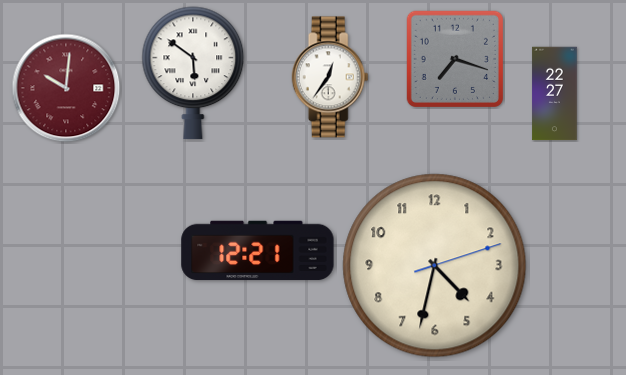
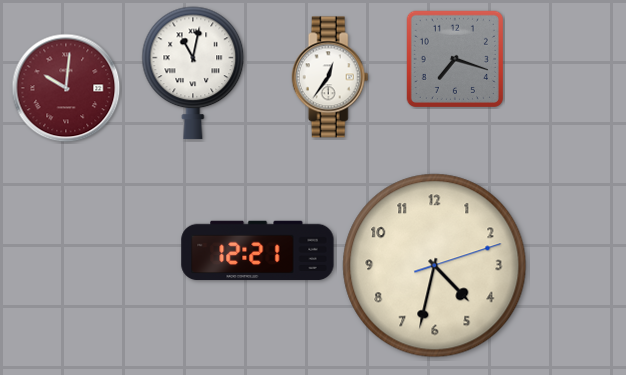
clock at (193, 73): 5:51 -> 11:02
clock at (555, 94): 22:27 -> none
